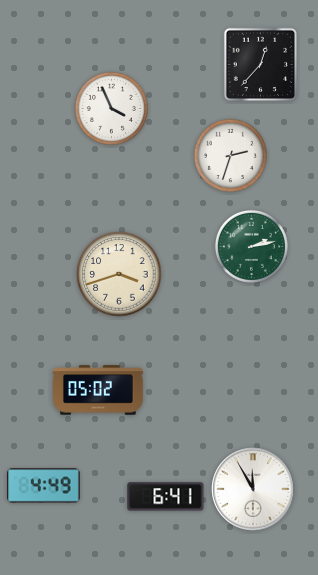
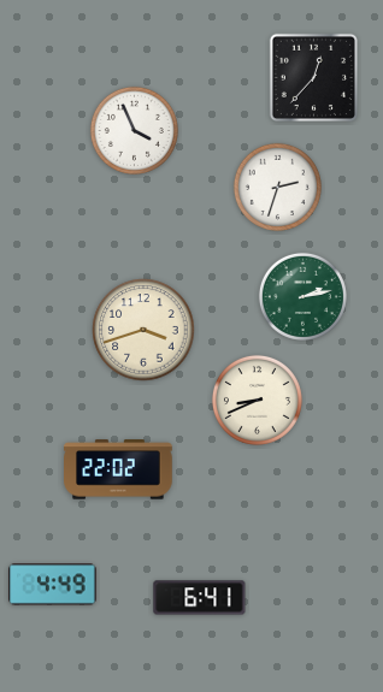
clock at (257, 400): none -> 8:41
clock at (99, 390): 05:02 -> 22:02
clock at (253, 489): 11:55 -> none
